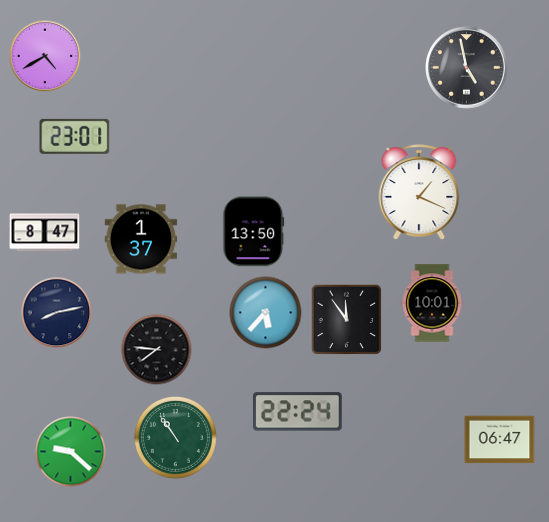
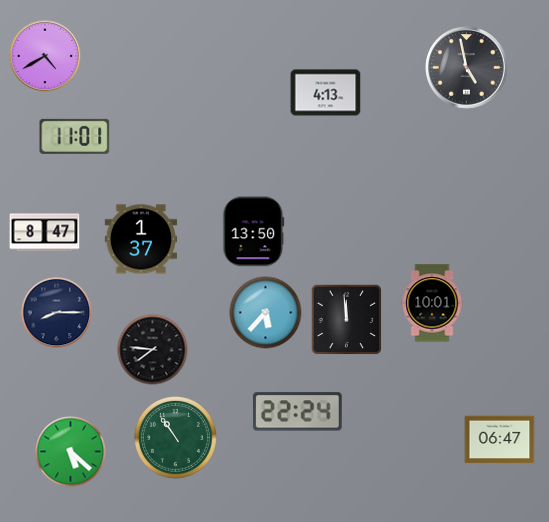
clock at (326, 93): none -> 4:13
clock at (75, 136): 23:01 -> 11:01
clock at (419, 192): 1:19 -> none
clock at (57, 313): 8:13 -> 8:15
clock at (347, 320): 11:54 -> 11:59
clock at (157, 350) position: (157, 350) -> (153, 350)
clock at (71, 452): 9:22 -> 5:22
